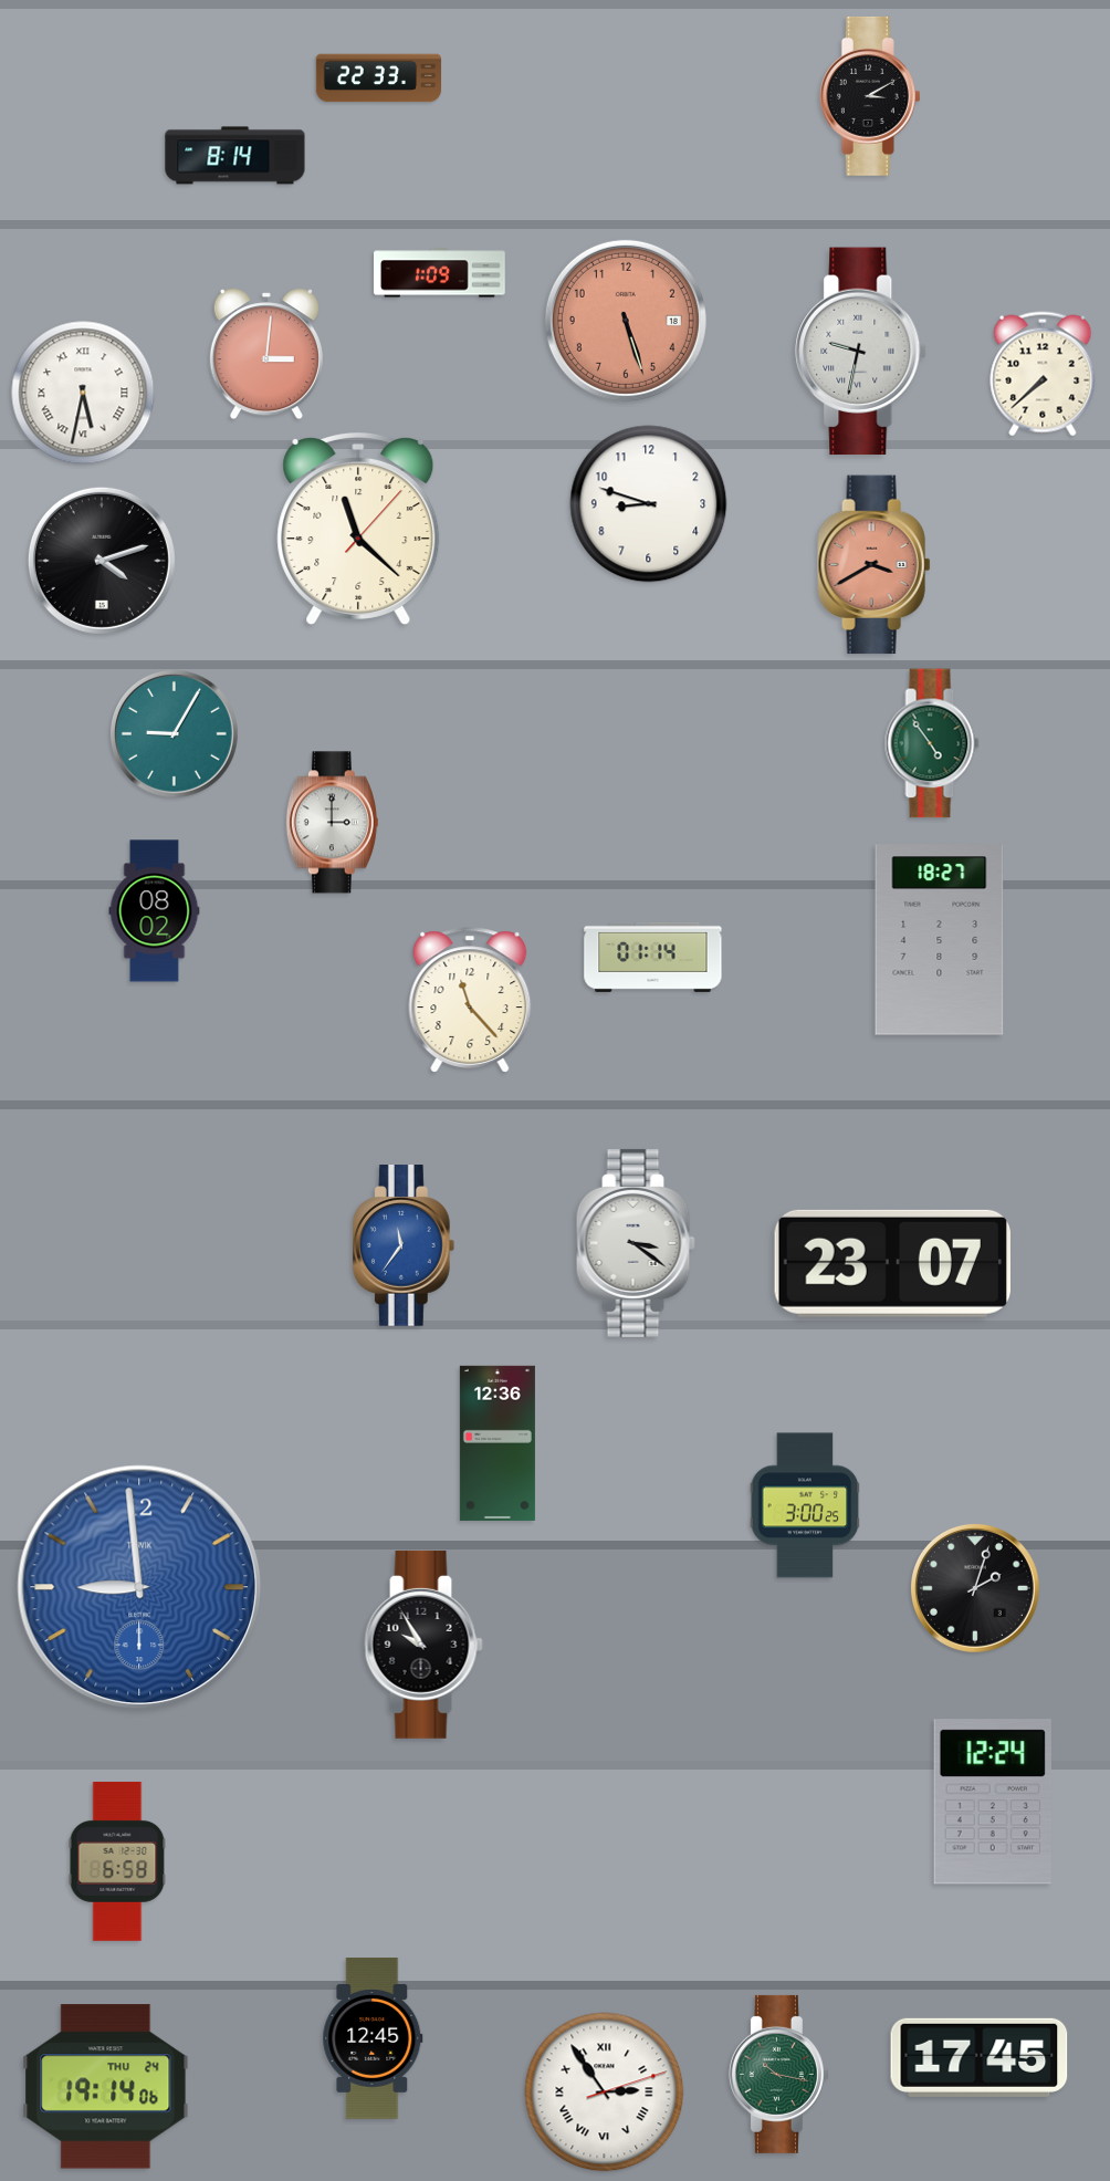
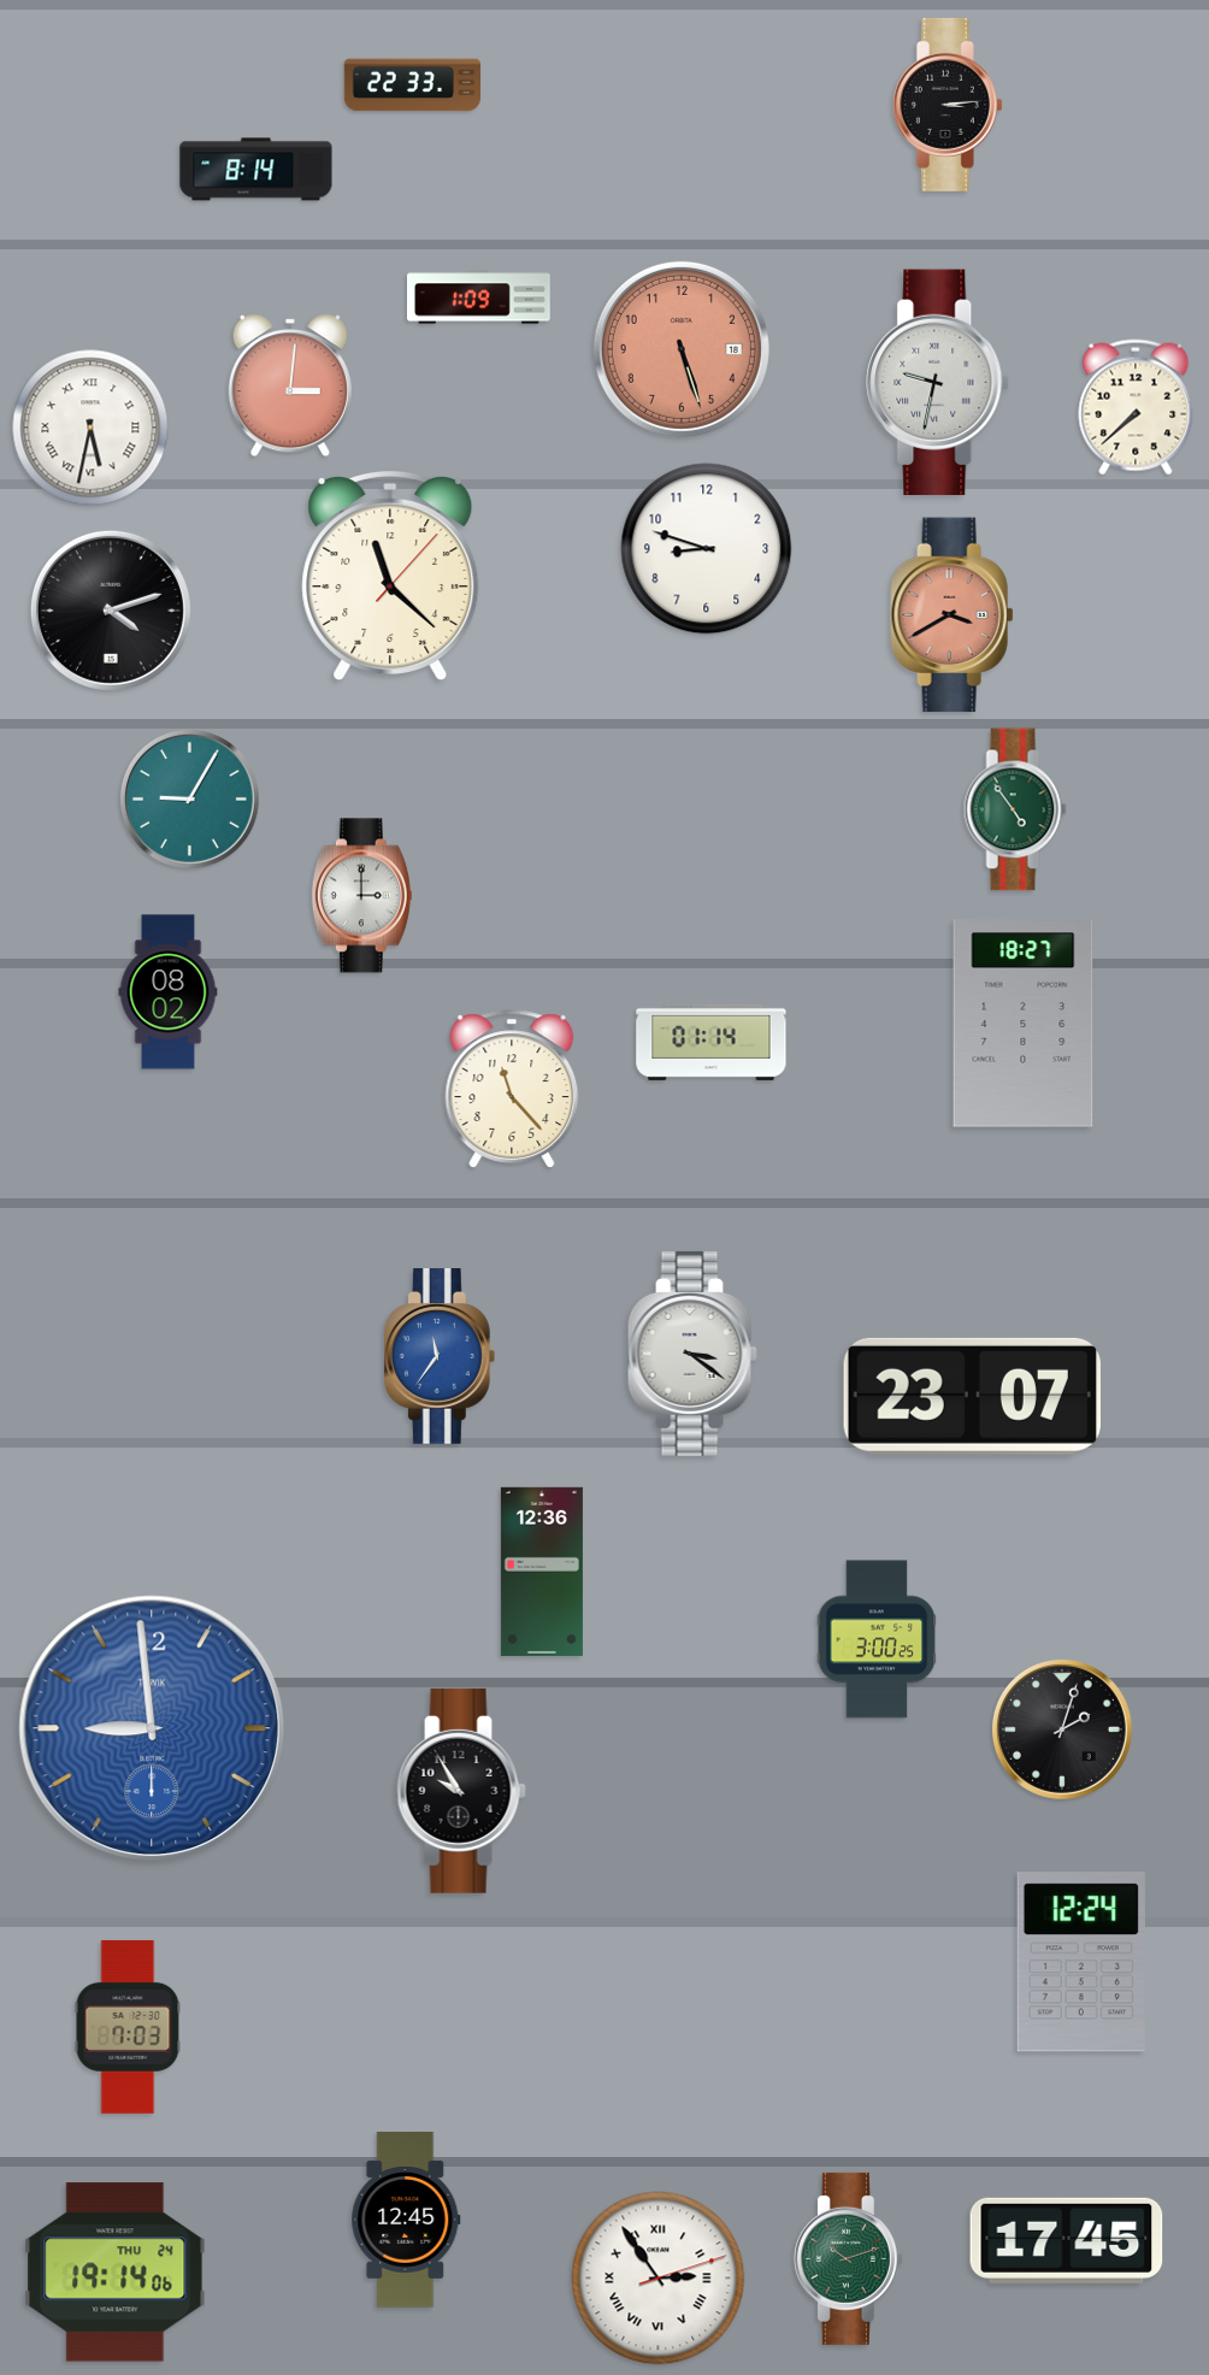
clock at (870, 96): 3:10 -> 3:14
clock at (892, 1263) position: (892, 1263) -> (972, 1396)
clock at (117, 1861): 6:58 -> 7:03
clock at (778, 2074): 10:17 -> 10:12
